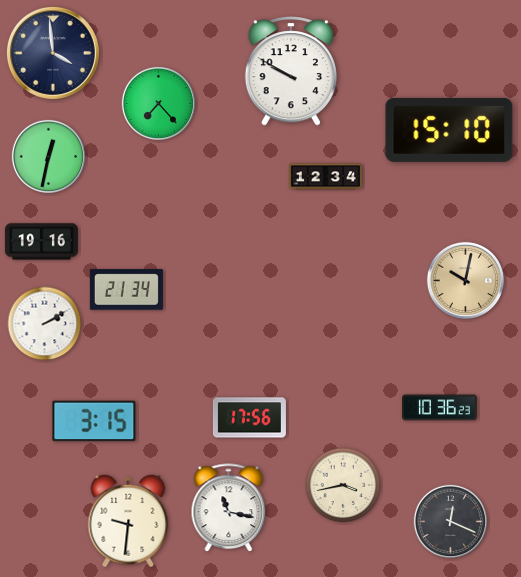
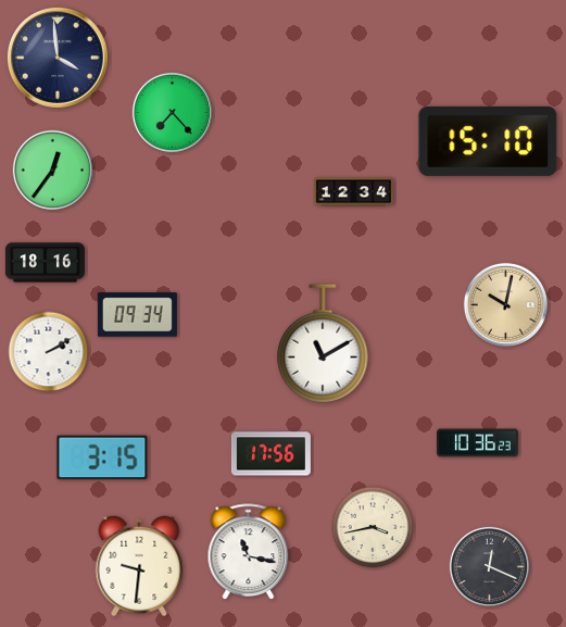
clock at (291, 71): 9:50 -> none
clock at (48, 156): 12:32 -> 12:36
clock at (41, 242): 19:16 -> 18:16
clock at (126, 290): 21:34 -> 09:34
clock at (323, 343): none -> 11:10
